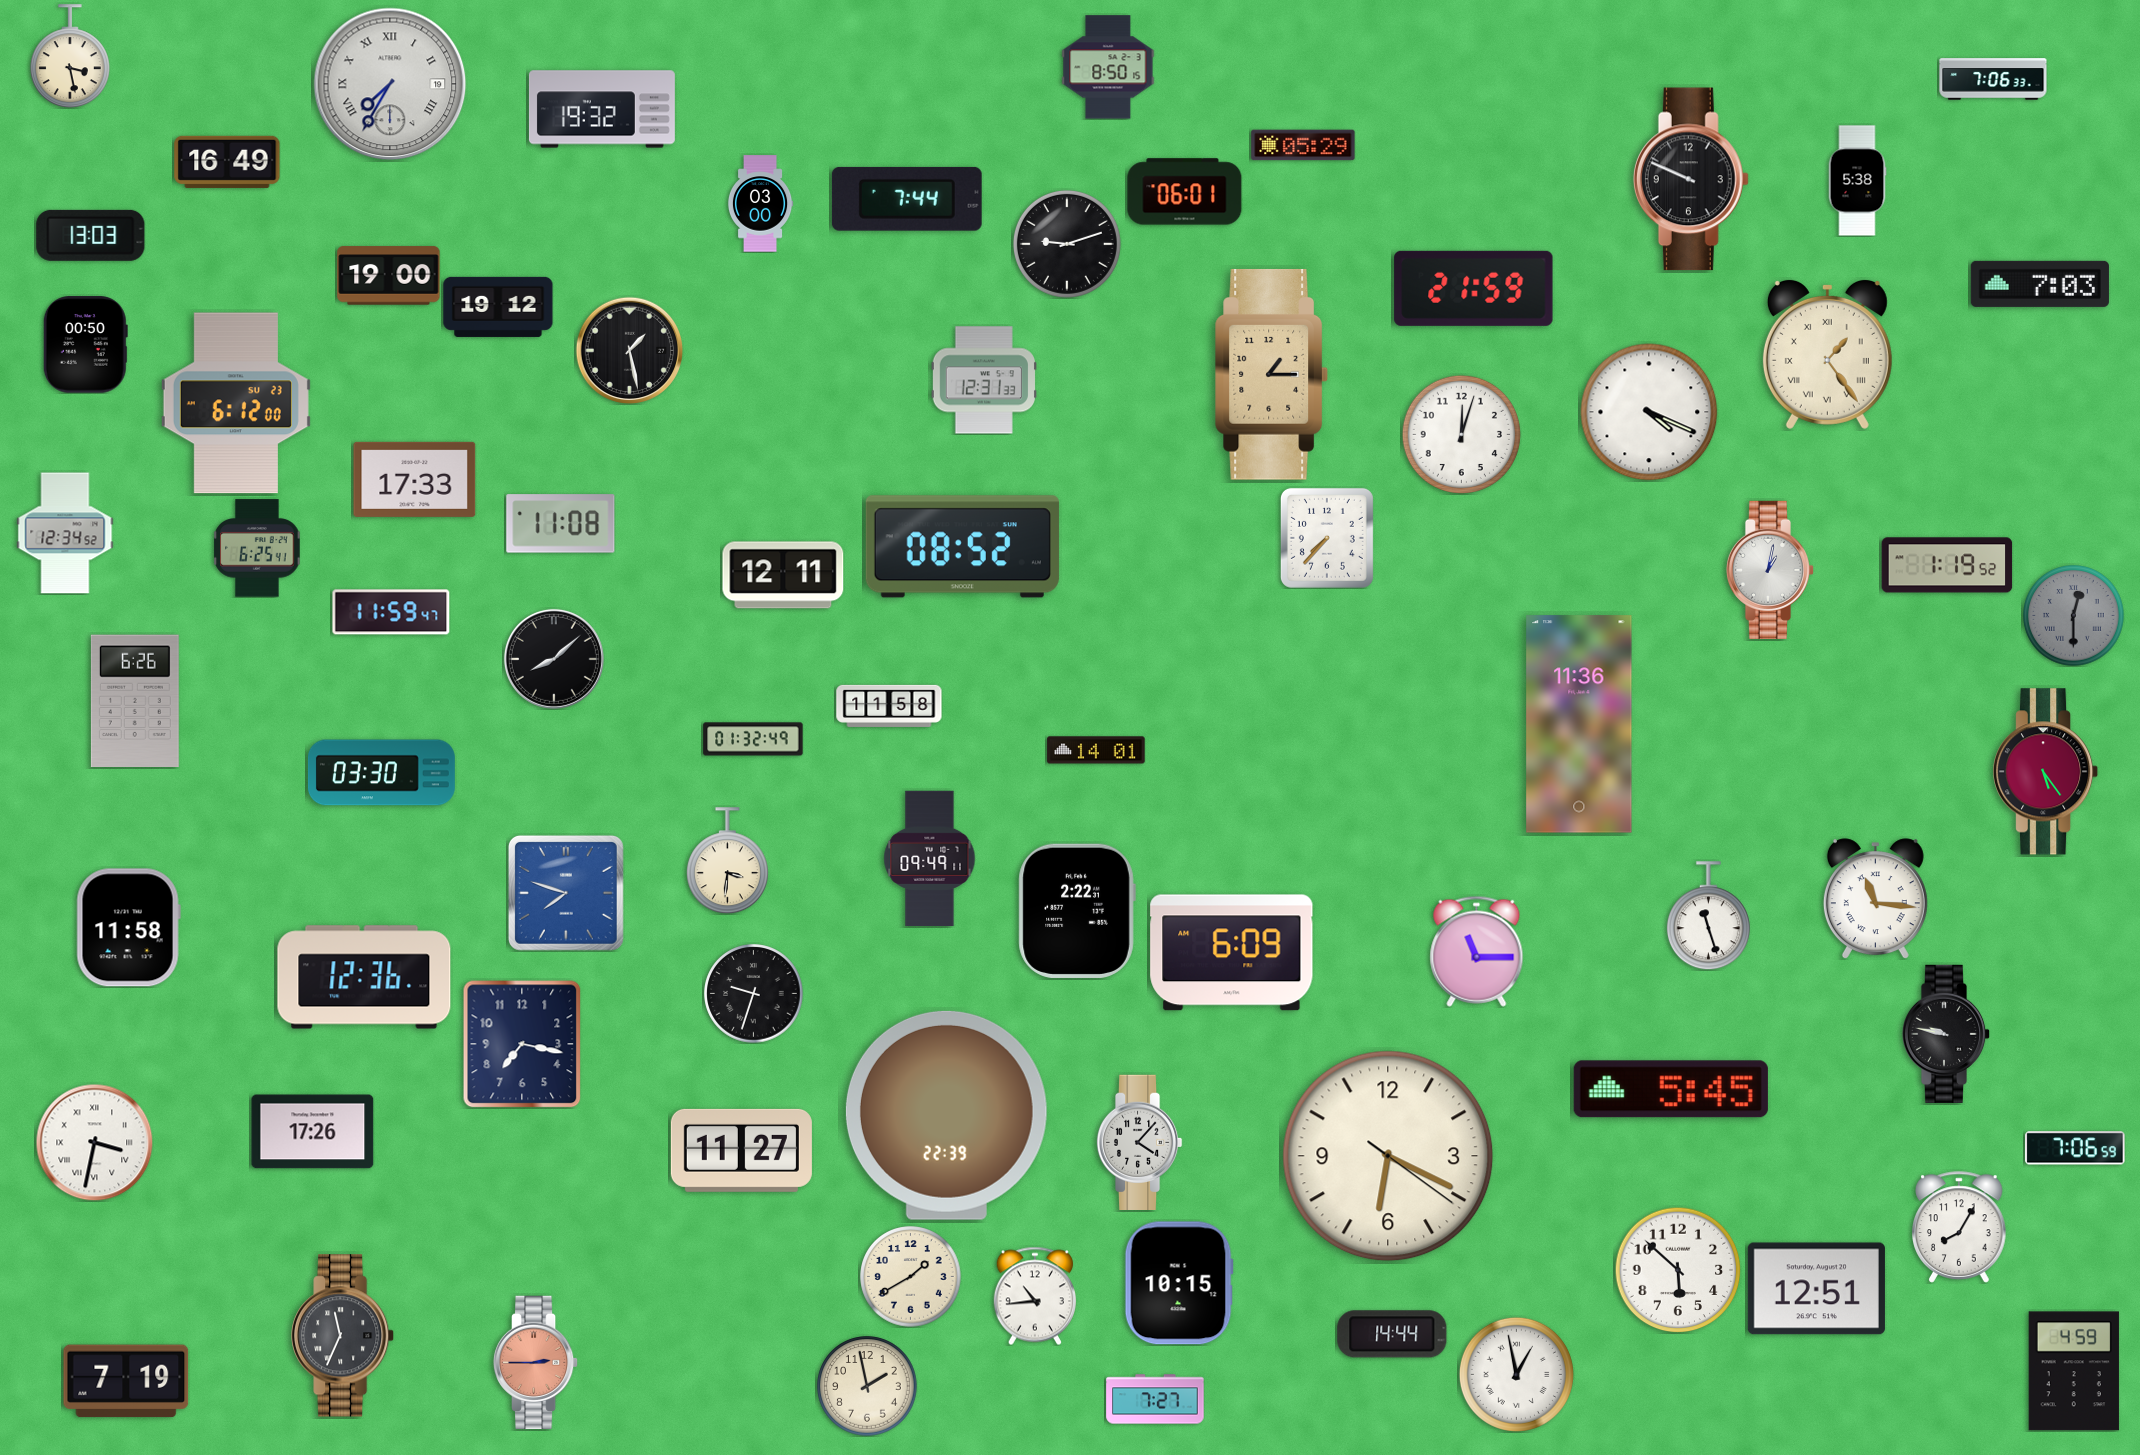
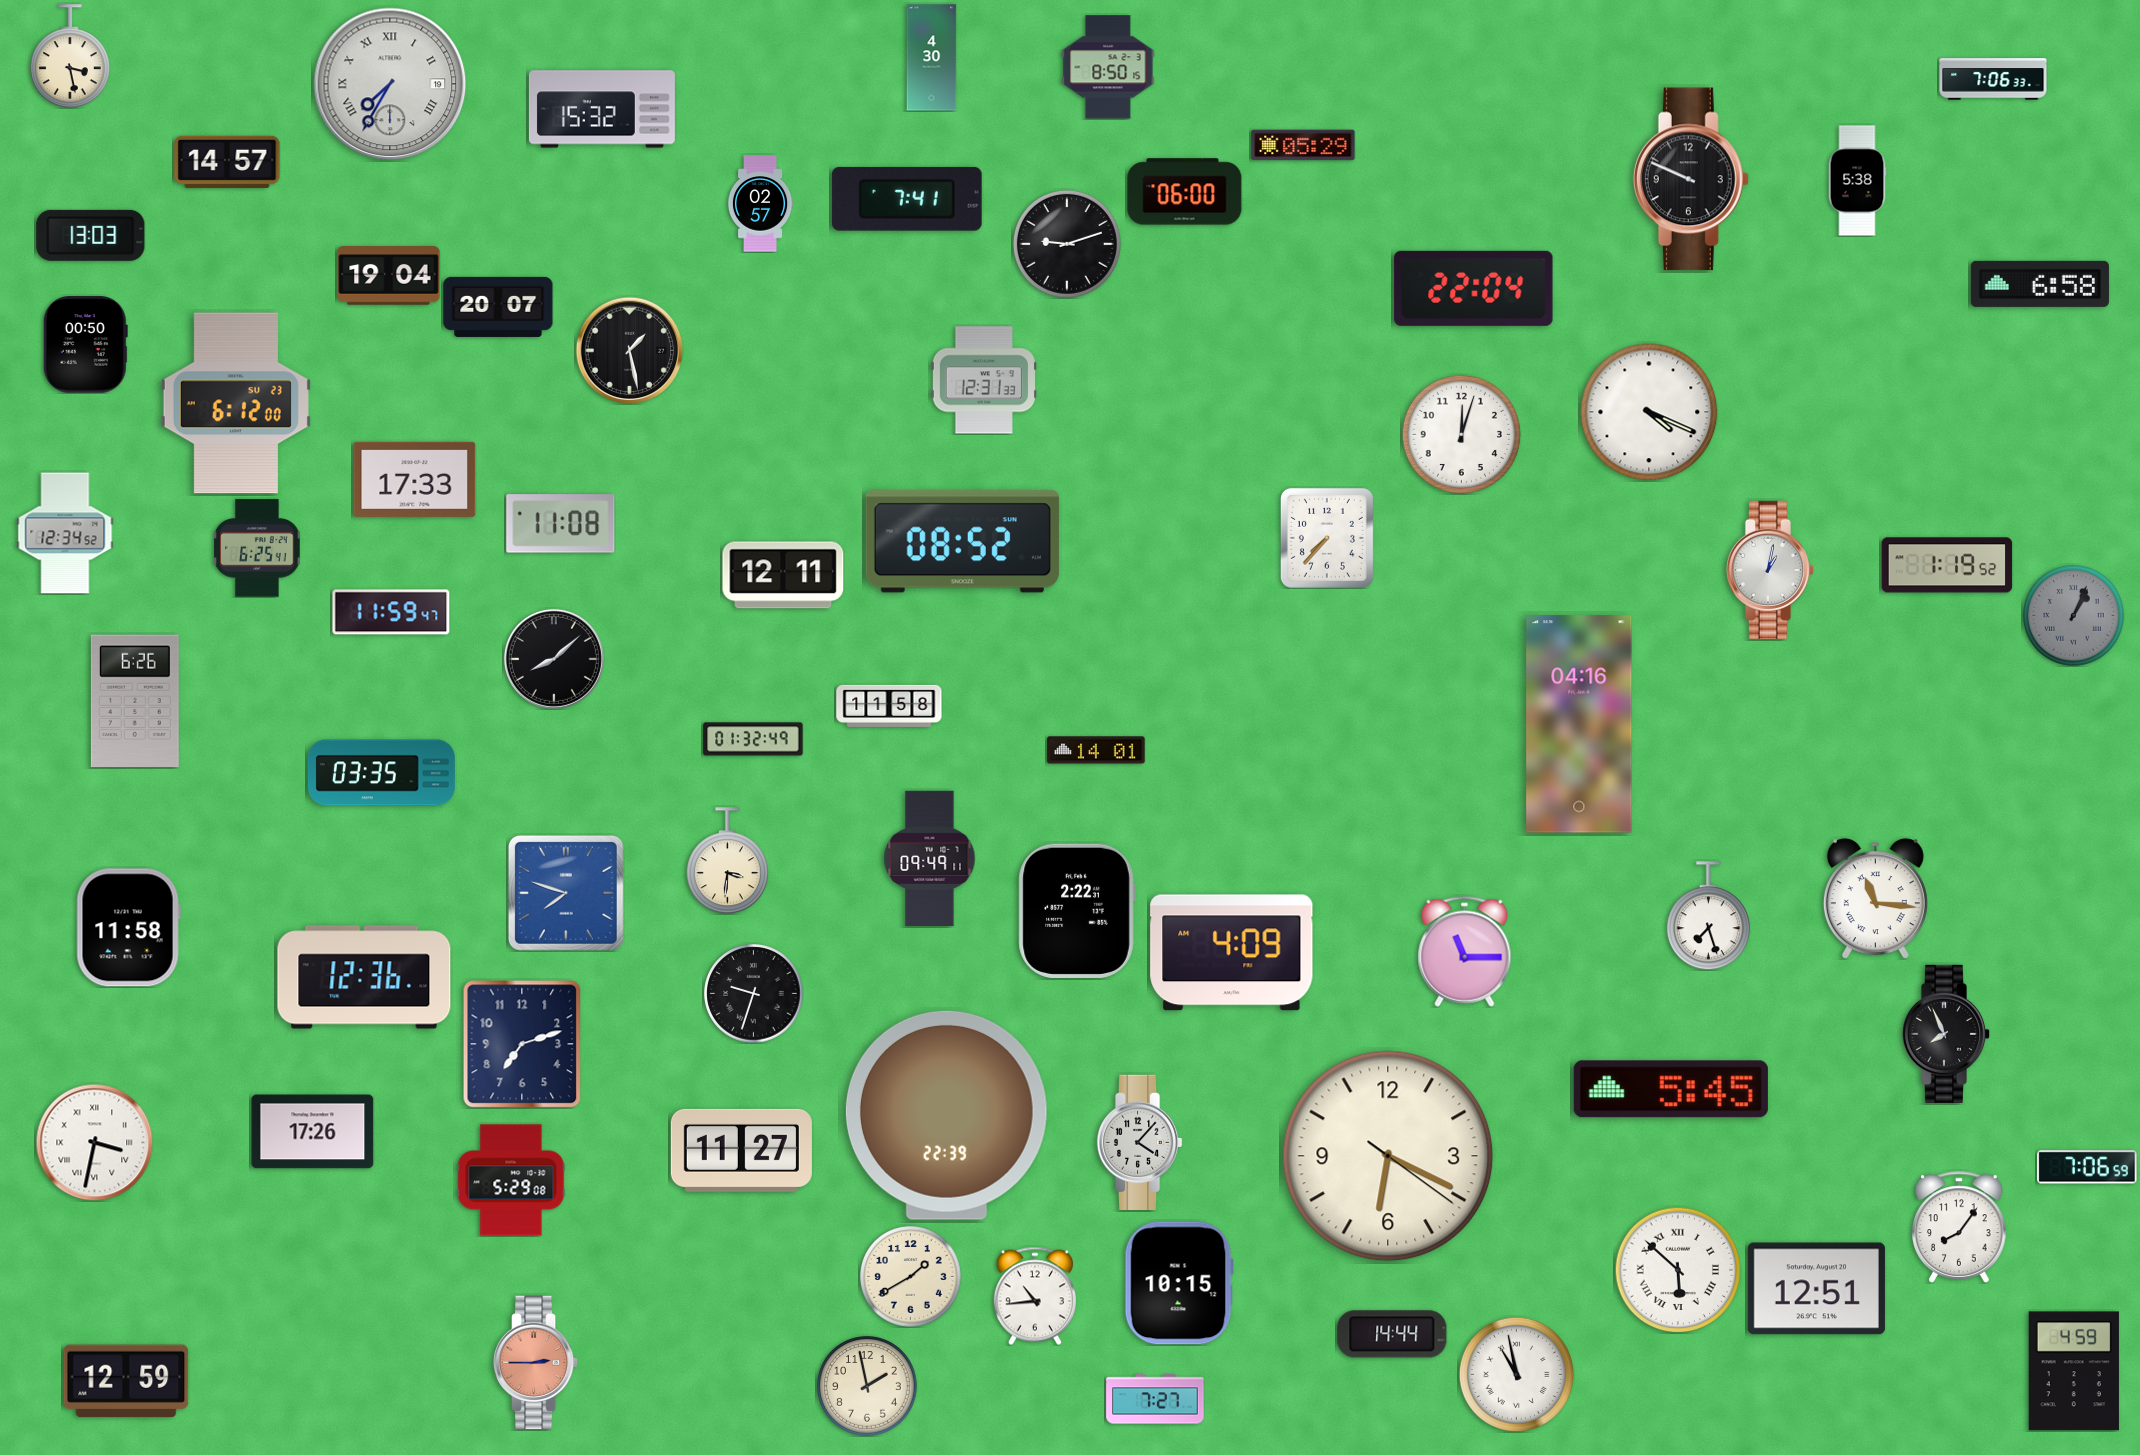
clock at (932, 58): none -> 4:30
clock at (602, 109): 19:32 -> 15:32
clock at (227, 162): 16:49 -> 14:57
clock at (1185, 192): 06:01 -> 06:00
clock at (907, 199): 7:44 -> 7:41
clock at (760, 204): 03:00 -> 02:57
clock at (389, 276): 19:00 -> 19:04
clock at (2040, 284): 7:03 -> 6:58
clock at (1474, 288): 21:59 -> 22:04
clock at (498, 307): 19:12 -> 20:07
clock at (1827, 354): 1:24 -> none
clock at (1271, 374): 1:15 -> none
clock at (962, 547) position: (962, 547) -> (962, 542)
clock at (2074, 616): 12:30 -> 1:04
clock at (1579, 724): 11:36 -> 04:16
clock at (2047, 772): 5:24 -> none
clock at (381, 773): 03:30 -> 03:35
clock at (1708, 916): 11:27 -> 7:27
clock at (1477, 951) position: (1477, 951) -> (1465, 951)
clock at (1232, 953): 6:09 -> 4:09
clock at (1946, 1034): 9:47 -> 7:56
clock at (522, 1044): 7:17 -> 7:12
clock at (2075, 1148) position: (2075, 1148) -> (2087, 1167)
clock at (511, 1180): none -> 5:29
clock at (1959, 1227): 8:05 -> 8:06
clock at (1678, 1270) numerals: Arabic -> Roman
clock at (343, 1336): 11:34 -> none
clock at (1516, 1374): 12:58 -> 10:58
clock at (126, 1381): 7:19 -> 12:59
